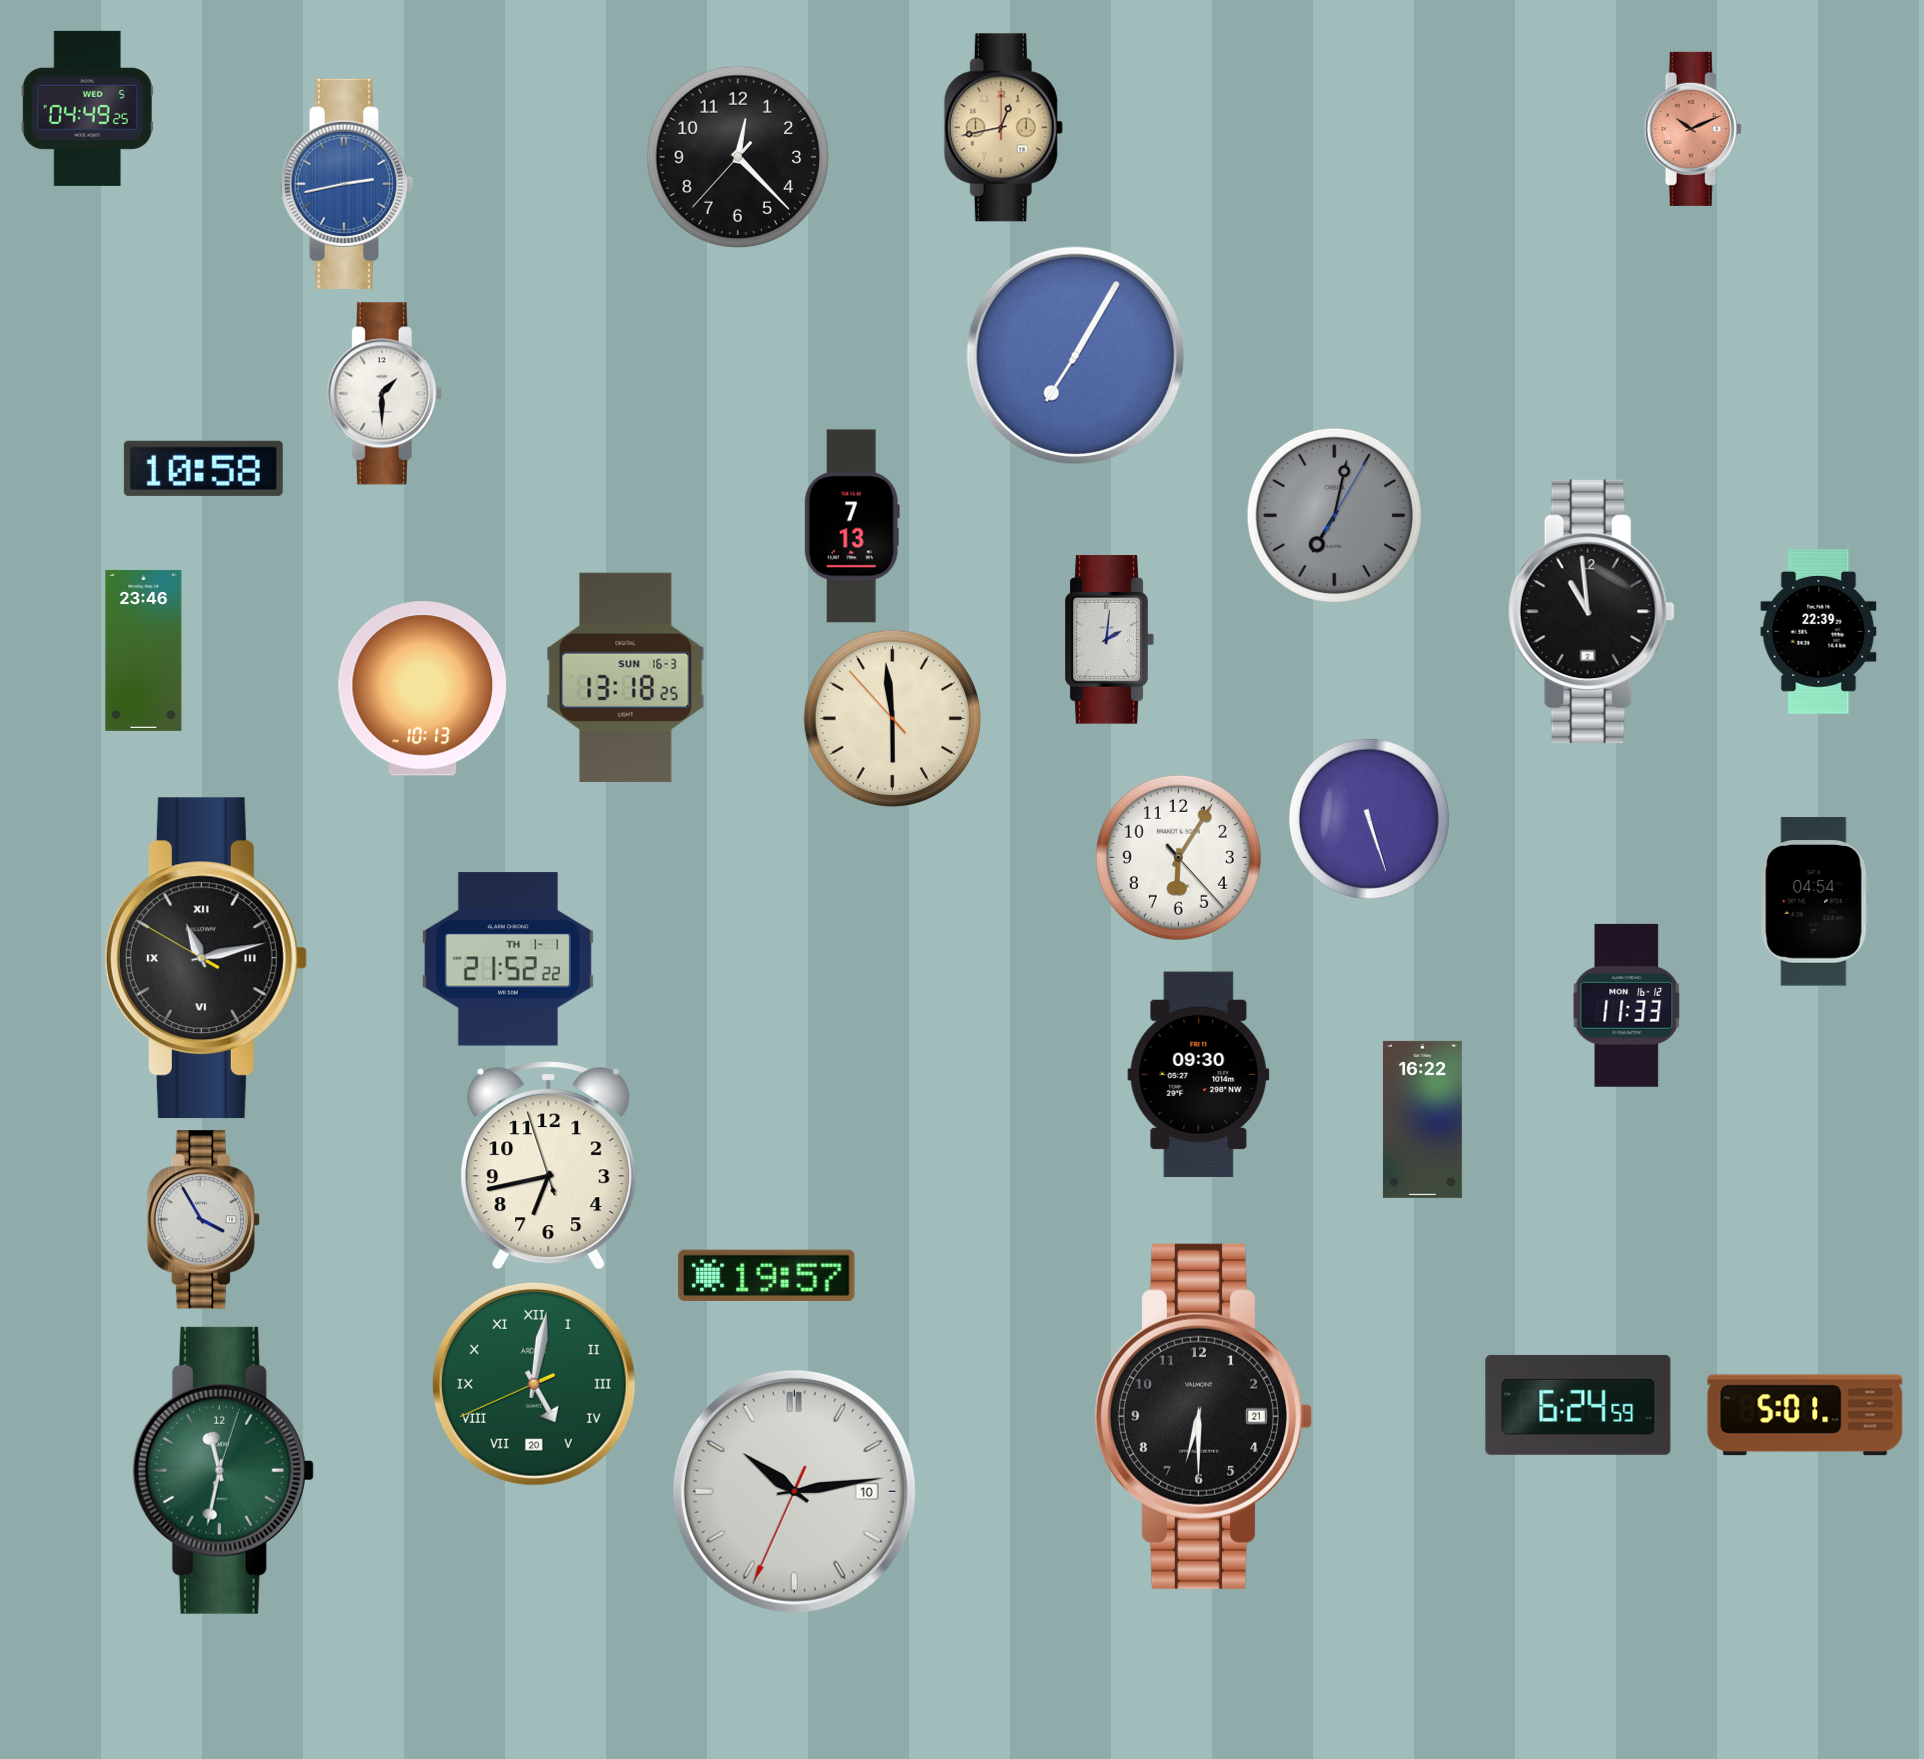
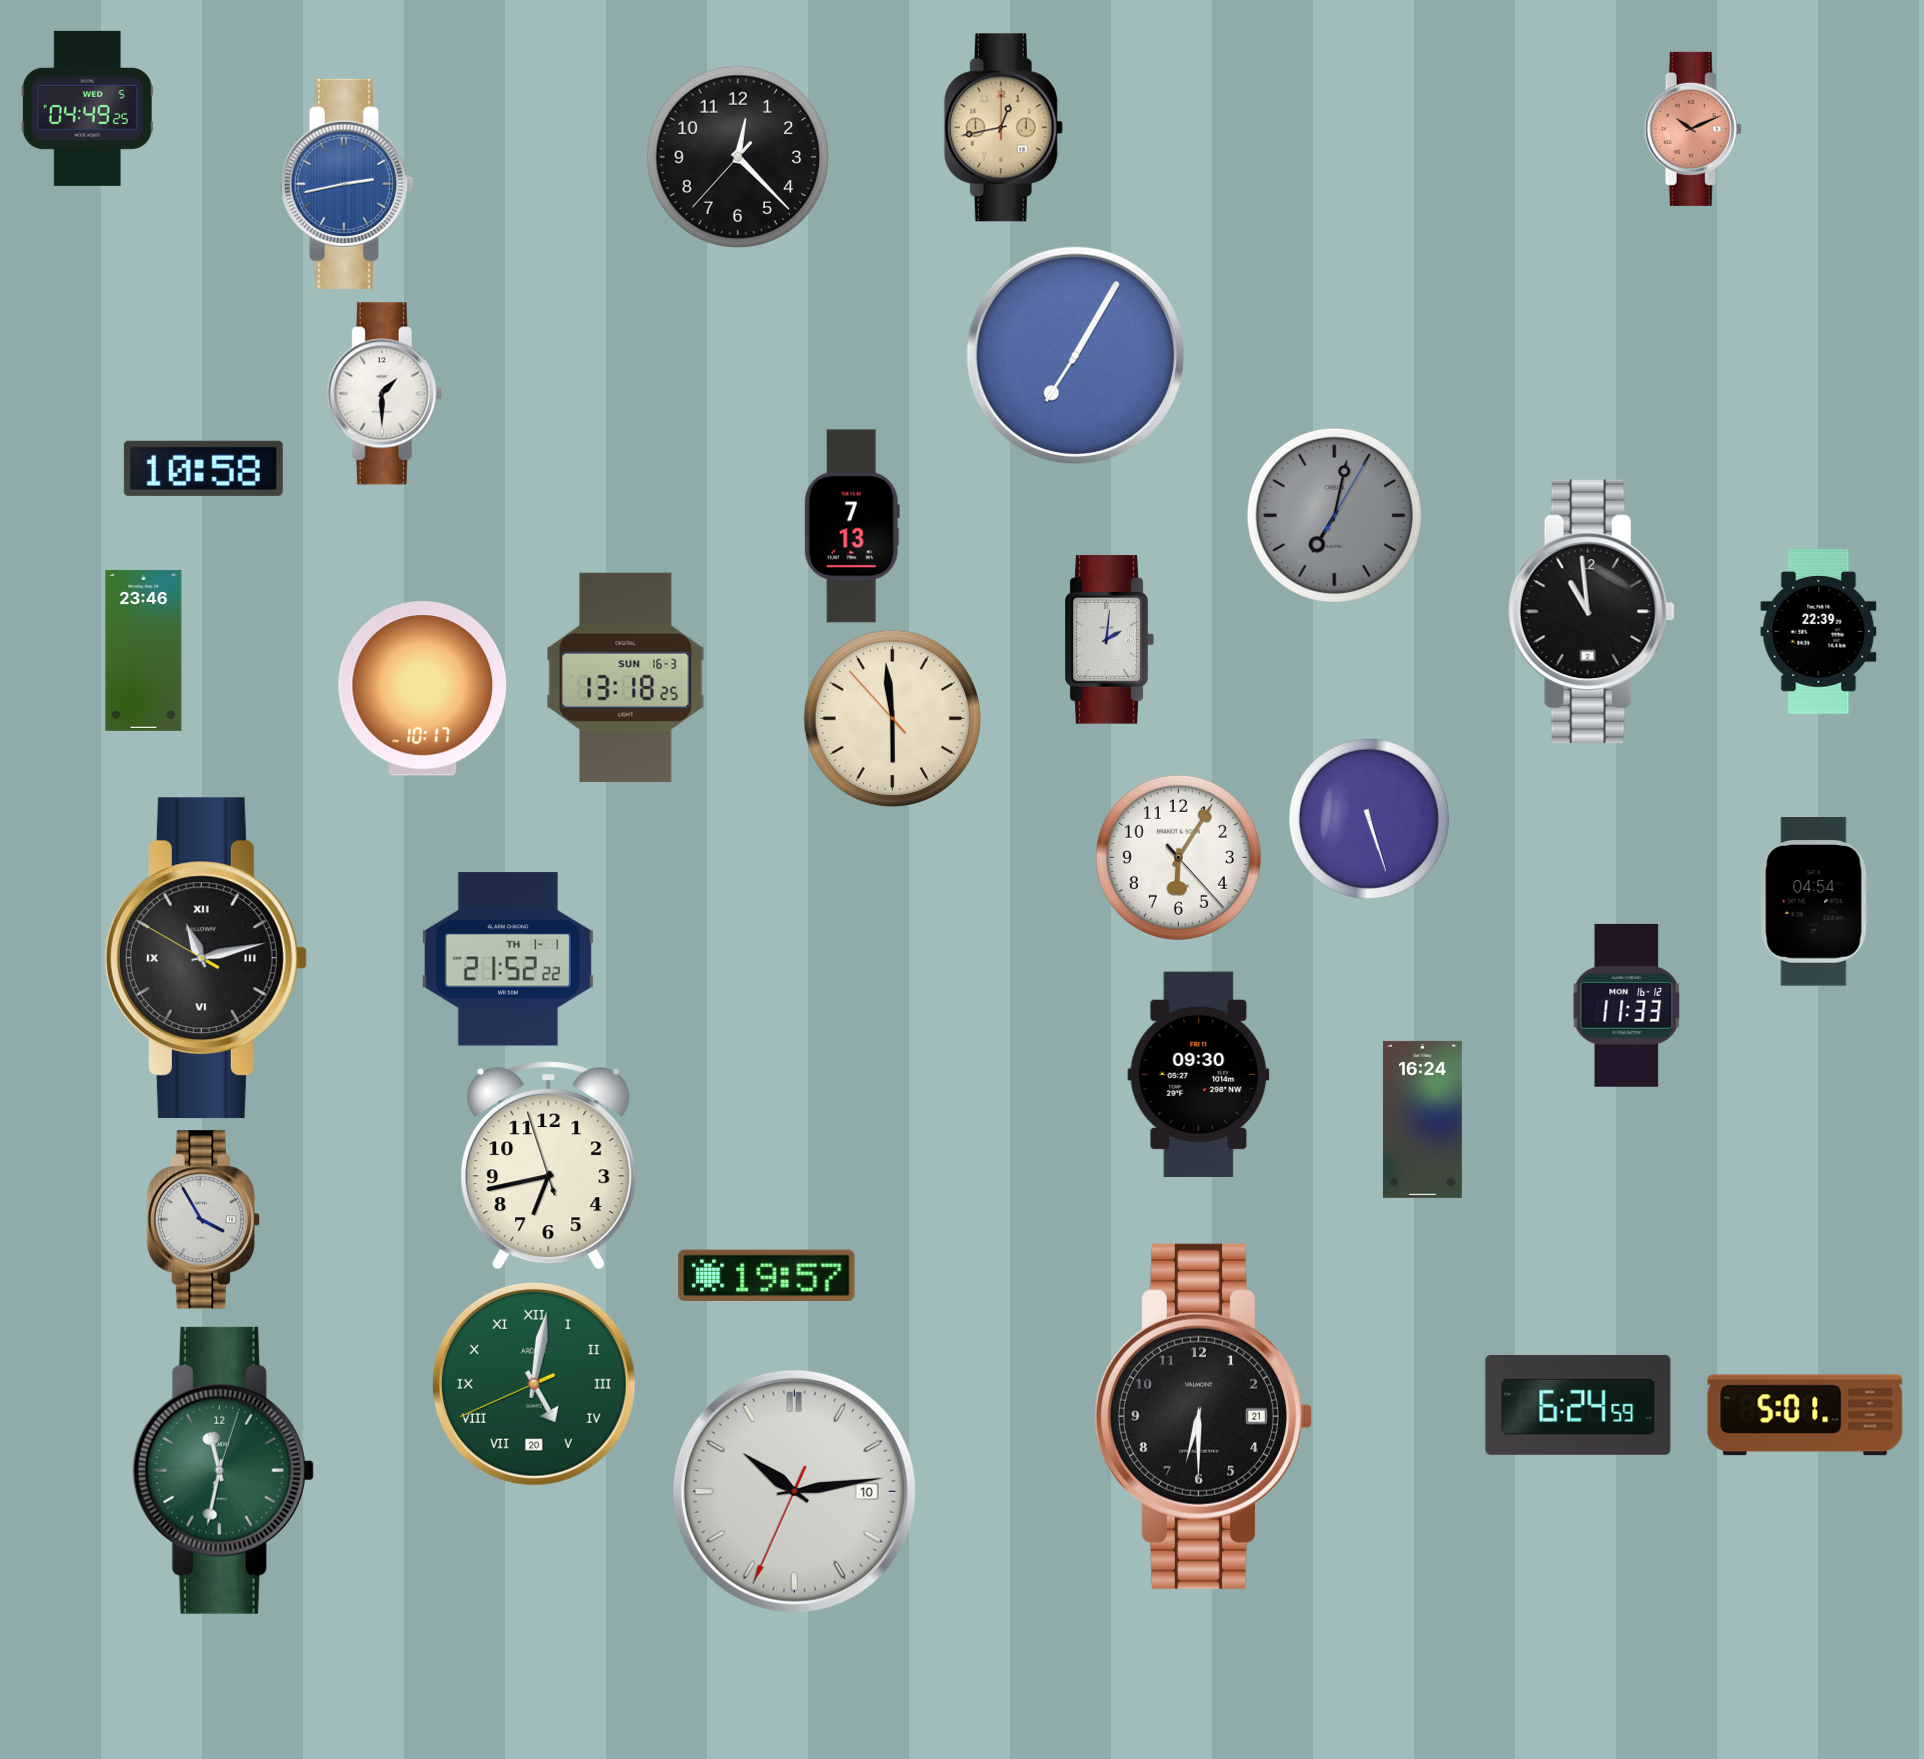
clock at (423, 689): 10:13 -> 10:17
clock at (1422, 1119): 16:22 -> 16:24
